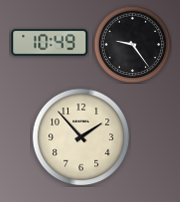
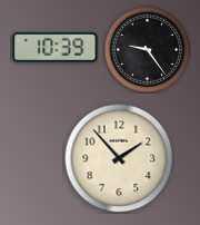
clock at (50, 42): 10:49 -> 10:39
clock at (81, 137) position: (81, 137) -> (119, 158)
